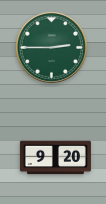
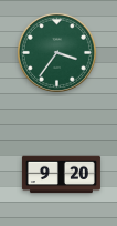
clock at (51, 47): 2:45 -> 3:36
